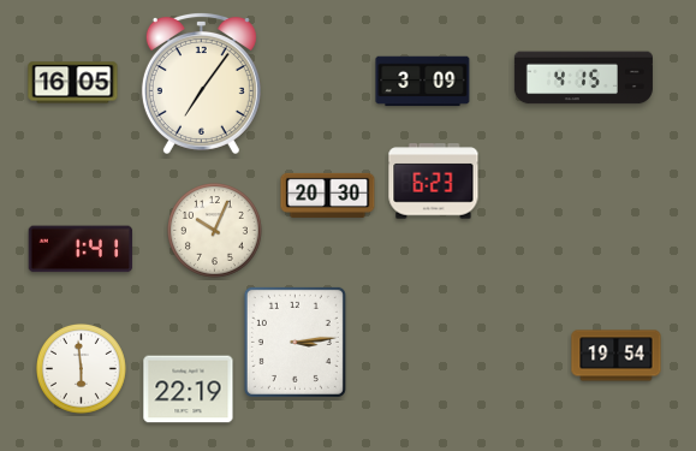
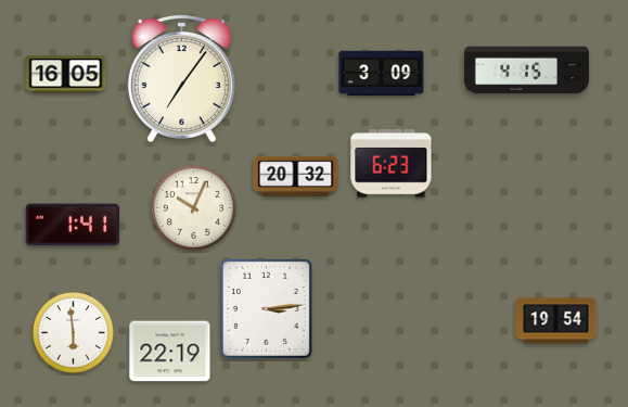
clock at (201, 83) position: (201, 83) -> (181, 78)
clock at (328, 195): 20:30 -> 20:32
